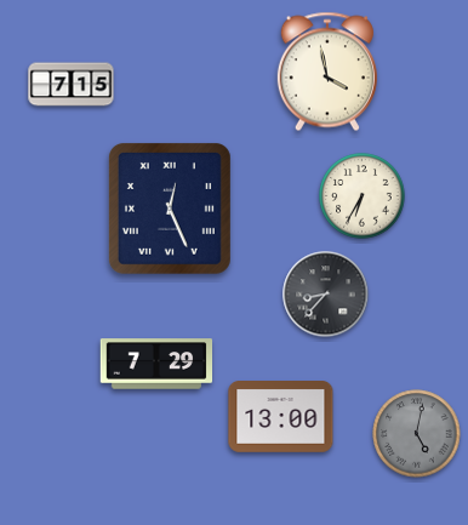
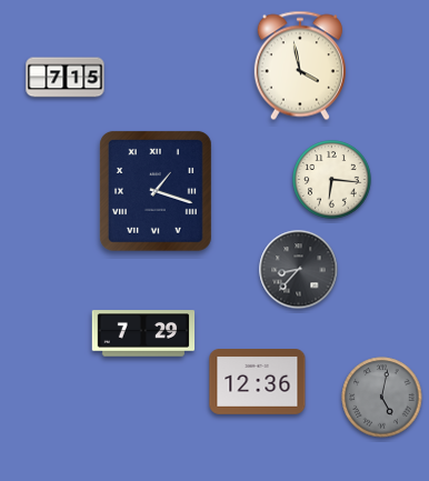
clock at (363, 196): 6:35 -> 6:16
clock at (170, 209): 12:26 -> 1:18
clock at (281, 417): 13:00 -> 12:36
